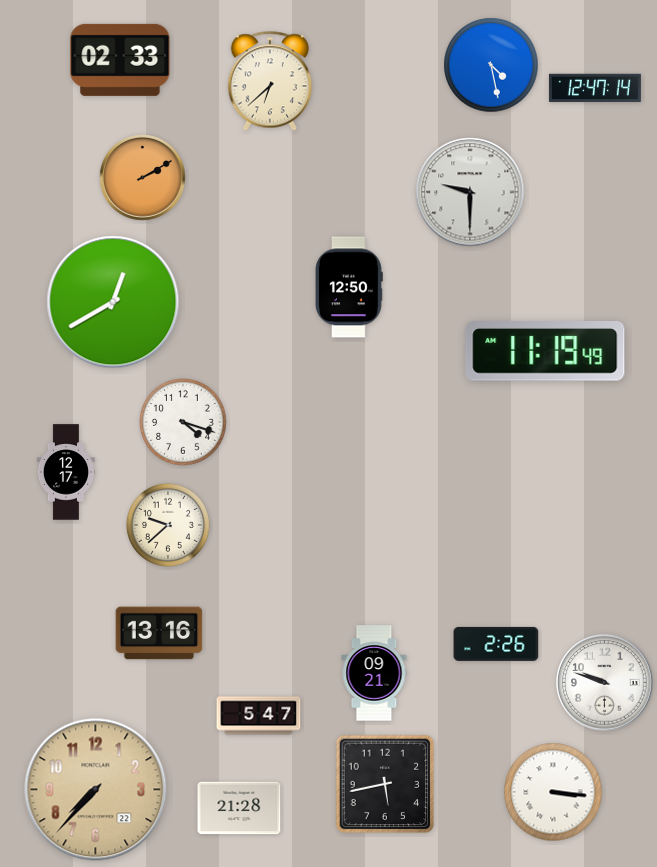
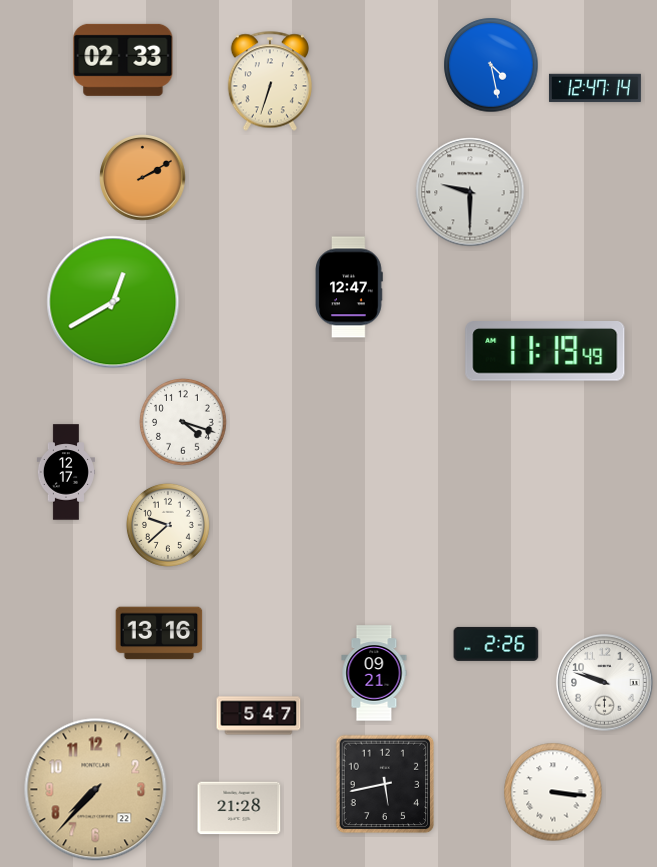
clock at (120, 60) position: (120, 60) -> (123, 60)
clock at (270, 81): 6:38 -> 6:33
clock at (349, 287): 12:50 -> 12:47
